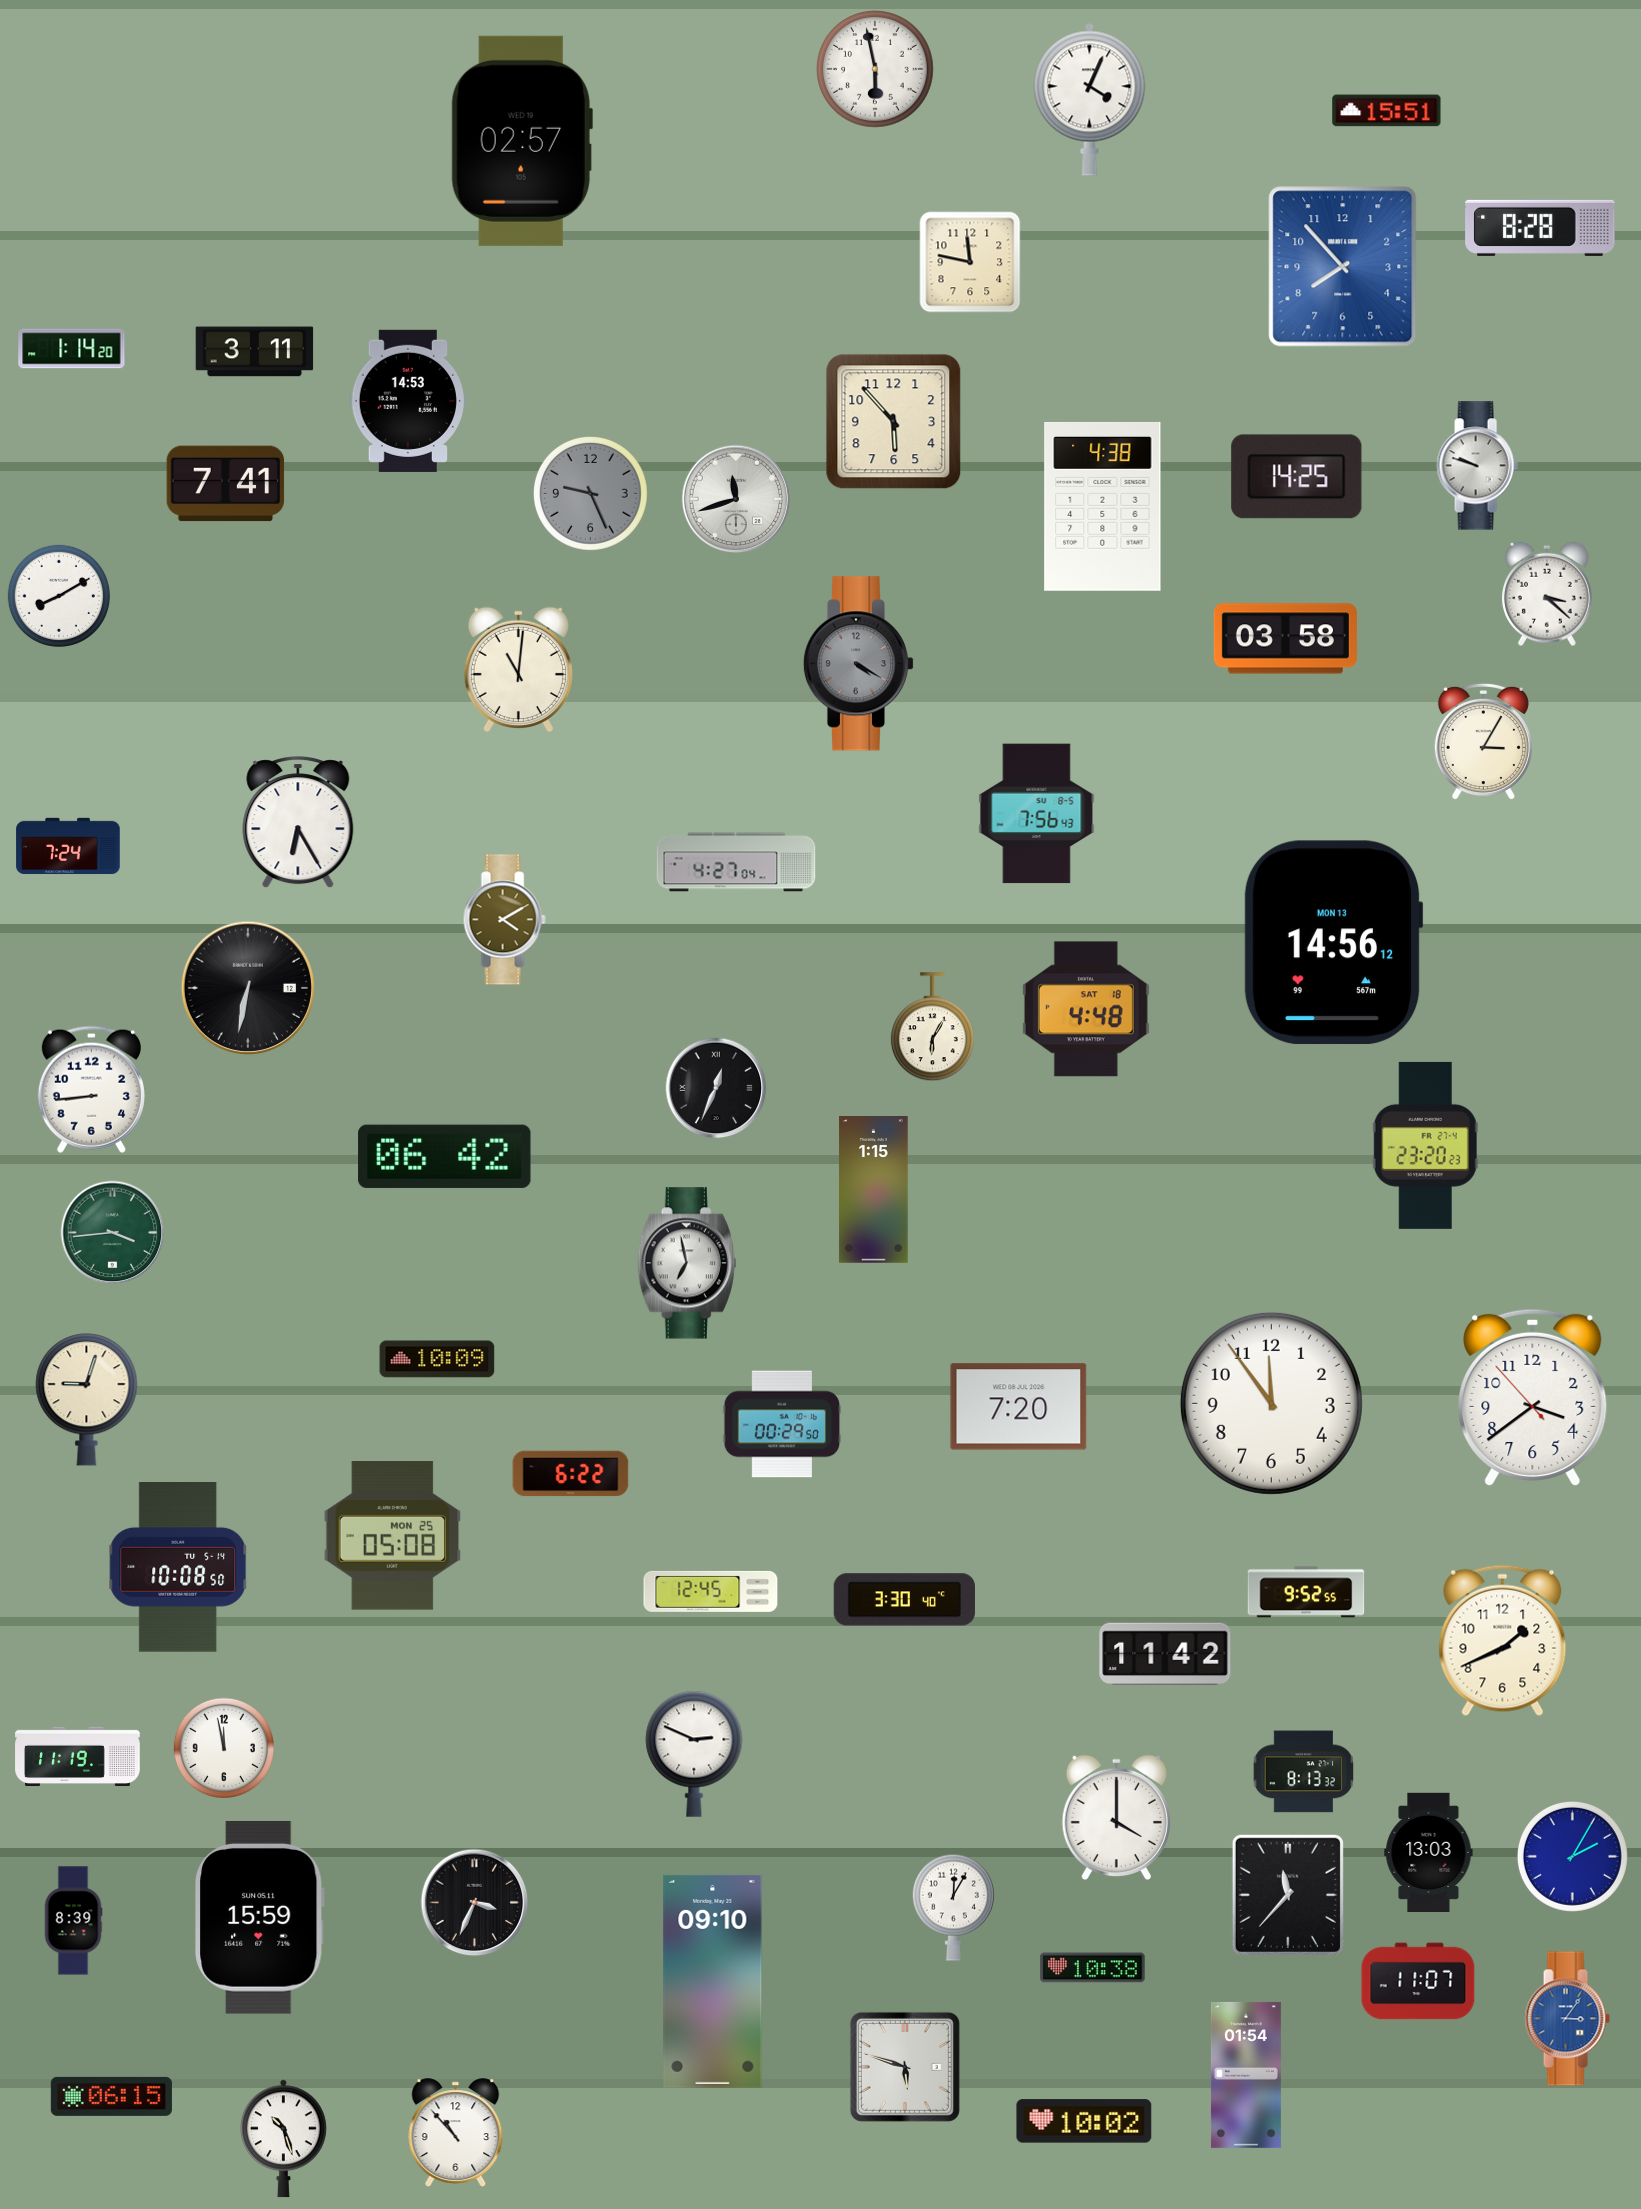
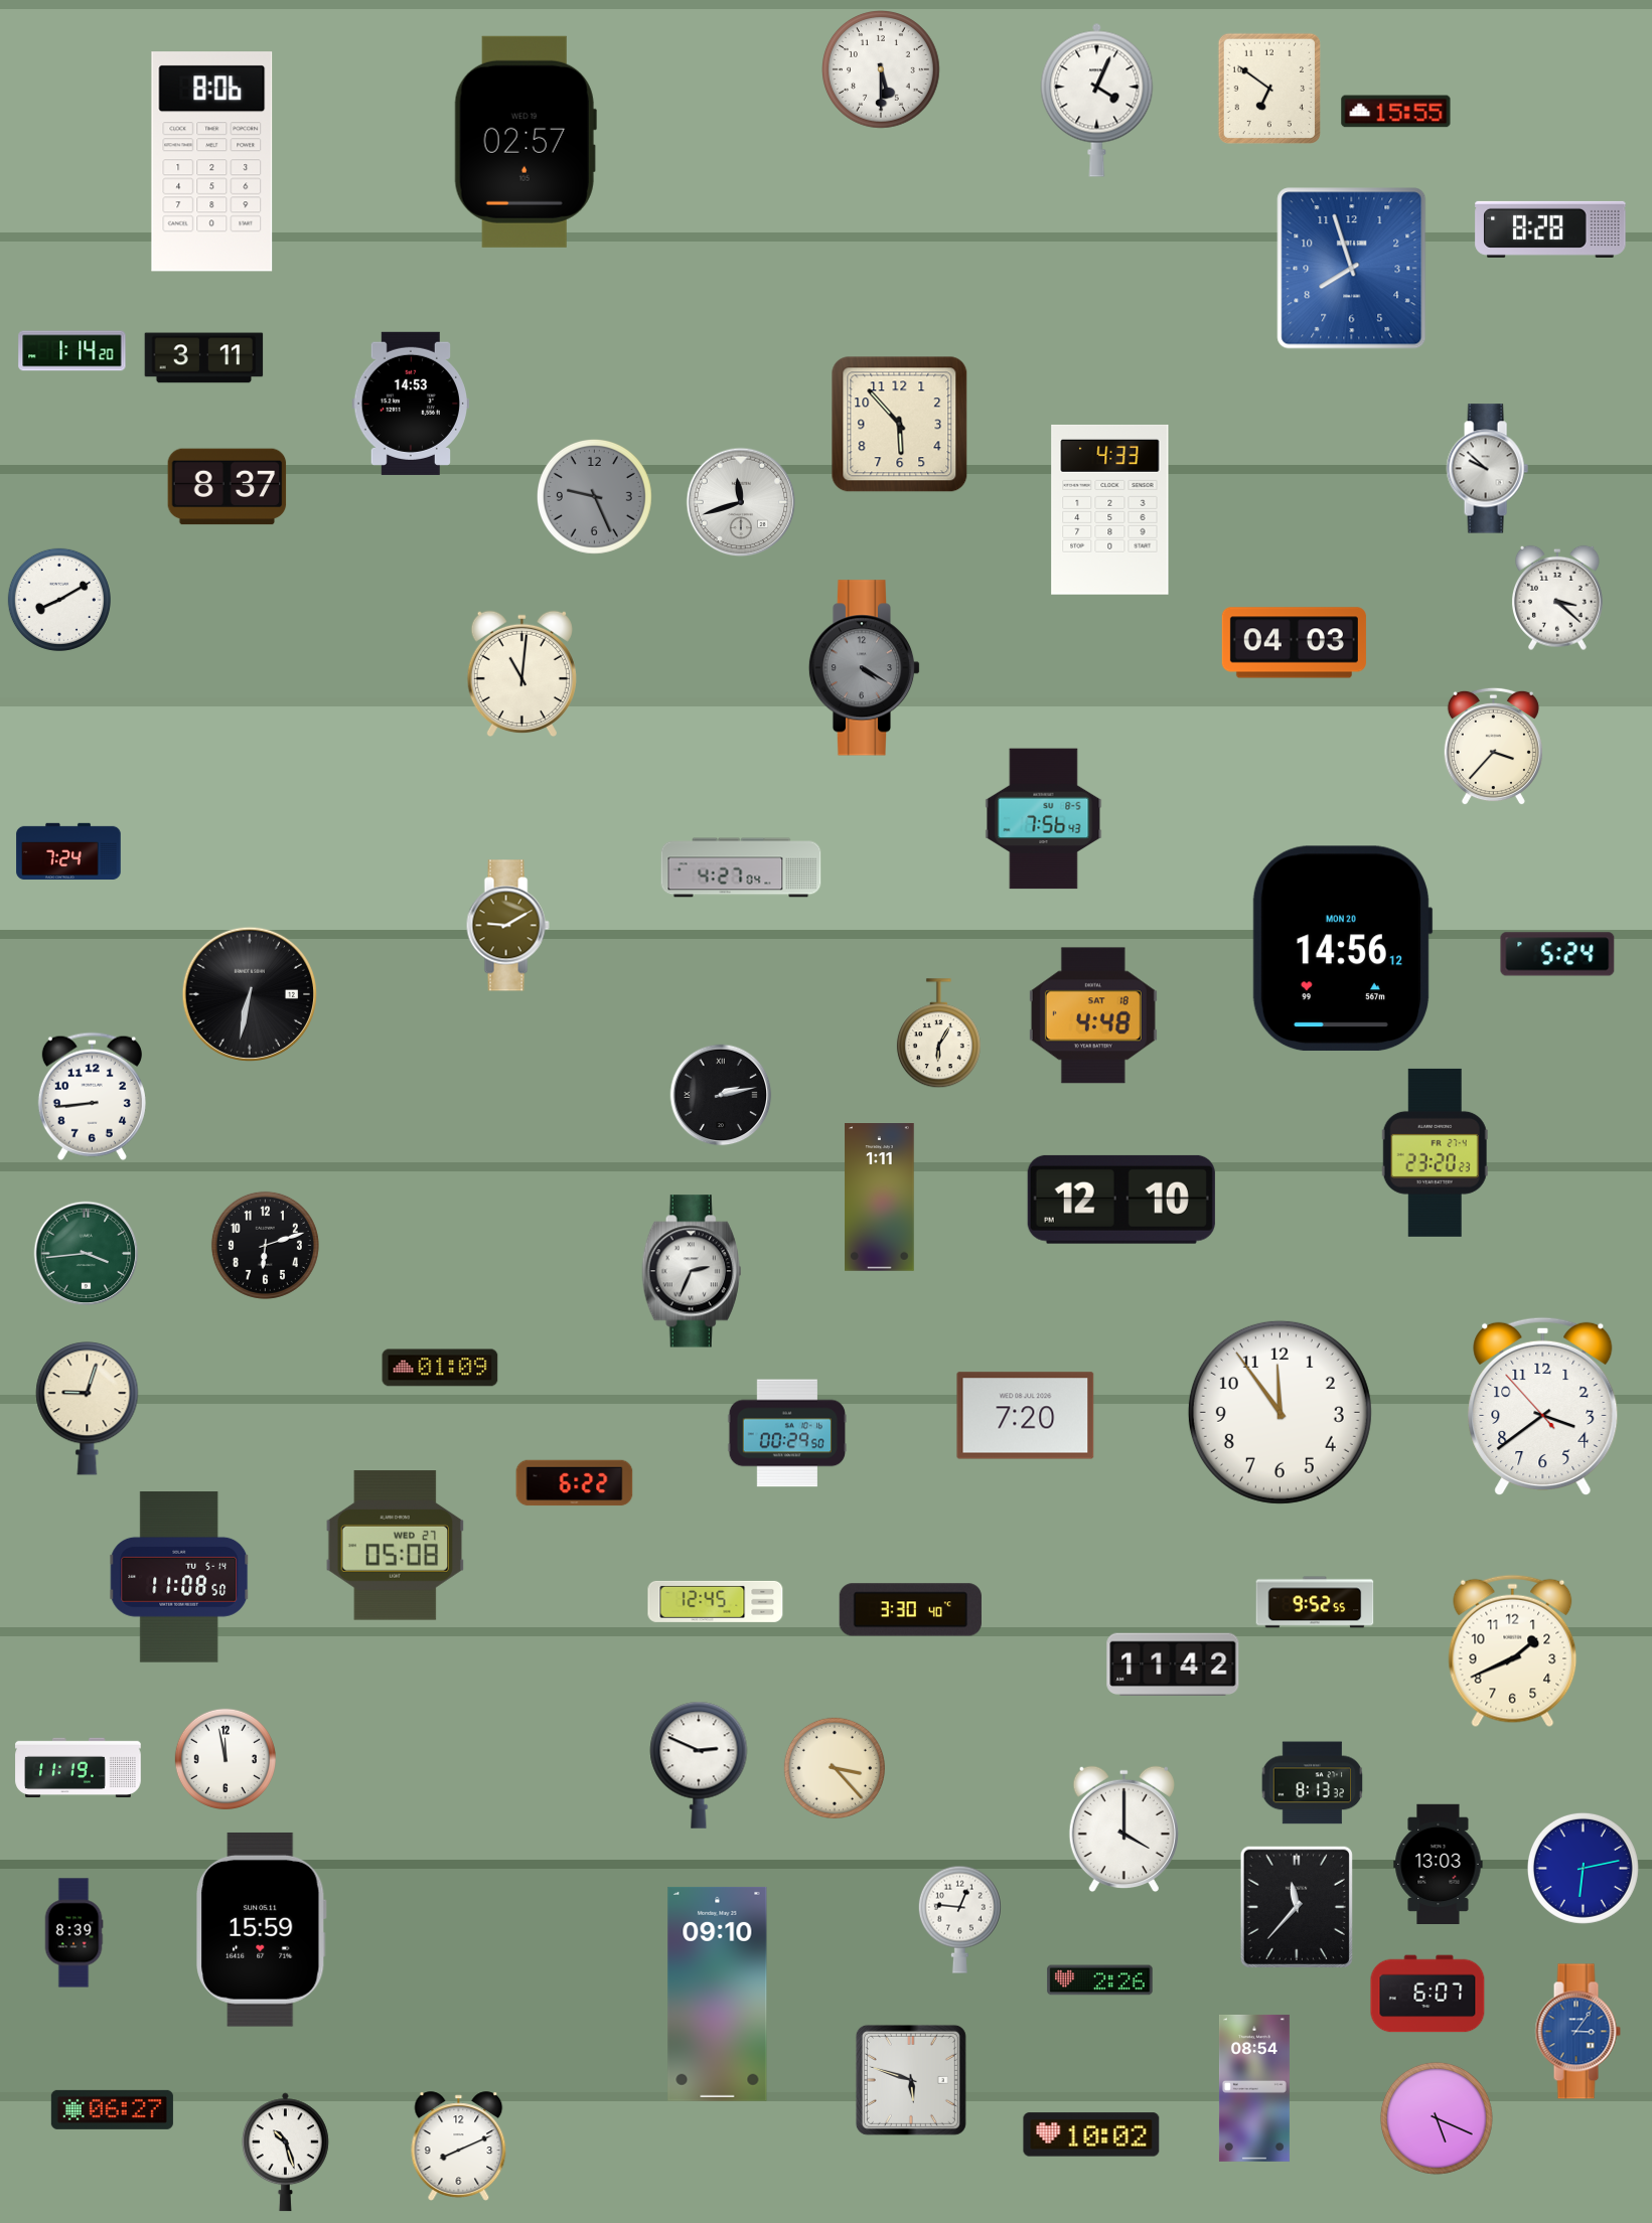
clock at (876, 70): 5:58 -> 5:30
clock at (1268, 88): none -> 6:51
clock at (1387, 111): 15:51 -> 15:55
clock at (212, 162): none -> 8:06
clock at (970, 262): 11:47 -> none
clock at (1343, 267): 7:53 -> 7:57
clock at (255, 352) position: (255, 352) -> (204, 358)
clock at (1477, 466): 9:48 -> 9:52
clock at (1297, 477): 14:25 -> none
clock at (226, 484): 7:41 -> 8:37
clock at (1103, 506): 4:38 -> 4:33
clock at (1285, 639): 03:58 -> 04:03
clock at (1483, 742): 3:05 -> 3:37
clock at (298, 823): 6:25 -> none
clock at (504, 920): 4:10 -> 9:10
clock at (1333, 943) date: MON 13 -> MON 20
clock at (1557, 954): none -> 5:24
clock at (716, 1088): 12:34 -> 2:13
clock at (445, 1156): 06:42 -> none
clock at (874, 1190): 1:15 -> 1:11
clock at (1121, 1200): none -> 12:10
clock at (113, 1233) position: (113, 1233) -> (87, 1254)
clock at (265, 1245): none -> 6:12
clock at (687, 1263): 6:58 -> 2:34
clock at (437, 1359): 10:09 -> 01:09
clock at (393, 1536) date: MON 25 -> WED 27
clock at (179, 1568): 10:08 -> 11:08
clock at (834, 1767): none -> 3:23
clock at (1572, 1856): 2:05 -> 6:13
clock at (475, 1903): 3:34 -> none
clock at (953, 1907): 12:05 -> 12:46
clock at (1093, 1968): 10:38 -> 2:26
clock at (1418, 1981): 11:07 -> 6:07
clock at (1246, 2075): 01:54 -> 08:54
clock at (111, 2096): 06:15 -> 06:27
clock at (1437, 2118): none -> 5:19
clock at (456, 2133): 10:53 -> 8:11
